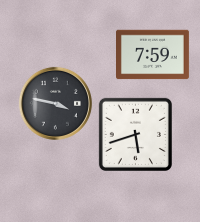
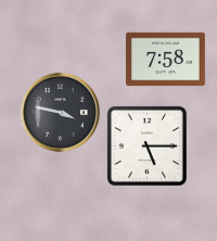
clock at (153, 55): 7:59 -> 7:58
clock at (135, 134): 5:42 -> 5:15
